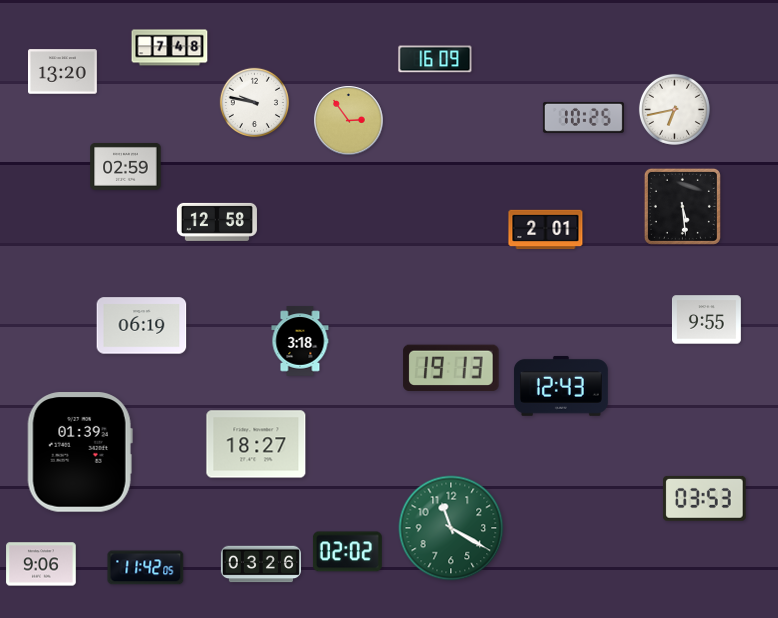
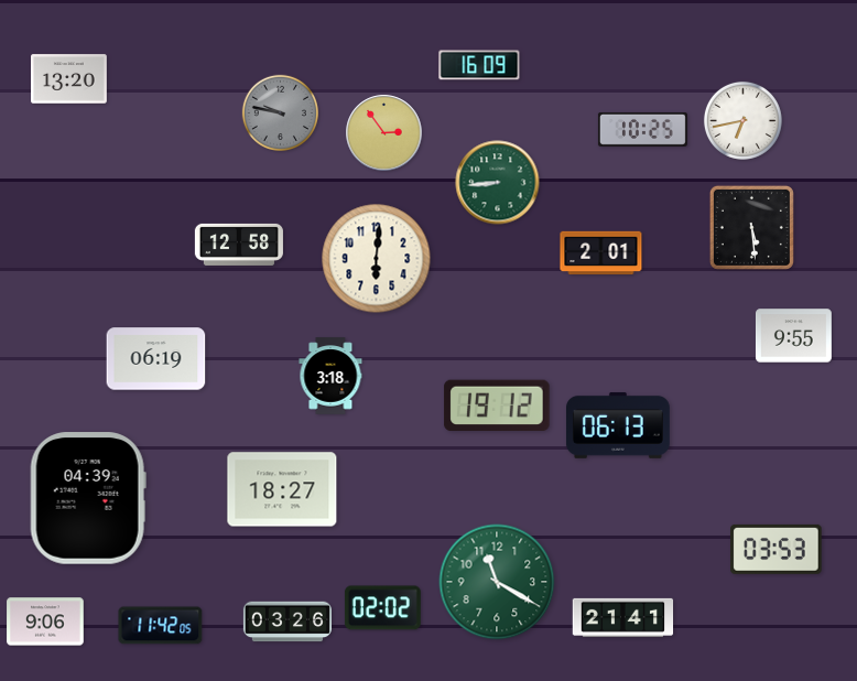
clock at (170, 48): 7:48 -> none
clock at (254, 102) dial: white -> grey
clock at (126, 166): 02:59 -> none
clock at (498, 183): none -> 8:44
clock at (377, 259): none -> 6:01
clock at (707, 320) position: (707, 320) -> (794, 336)
clock at (451, 368): 19:13 -> 19:12
clock at (561, 386): 12:43 -> 06:13
clock at (80, 452): 01:39 -> 04:39
clock at (623, 617): none -> 21:41
